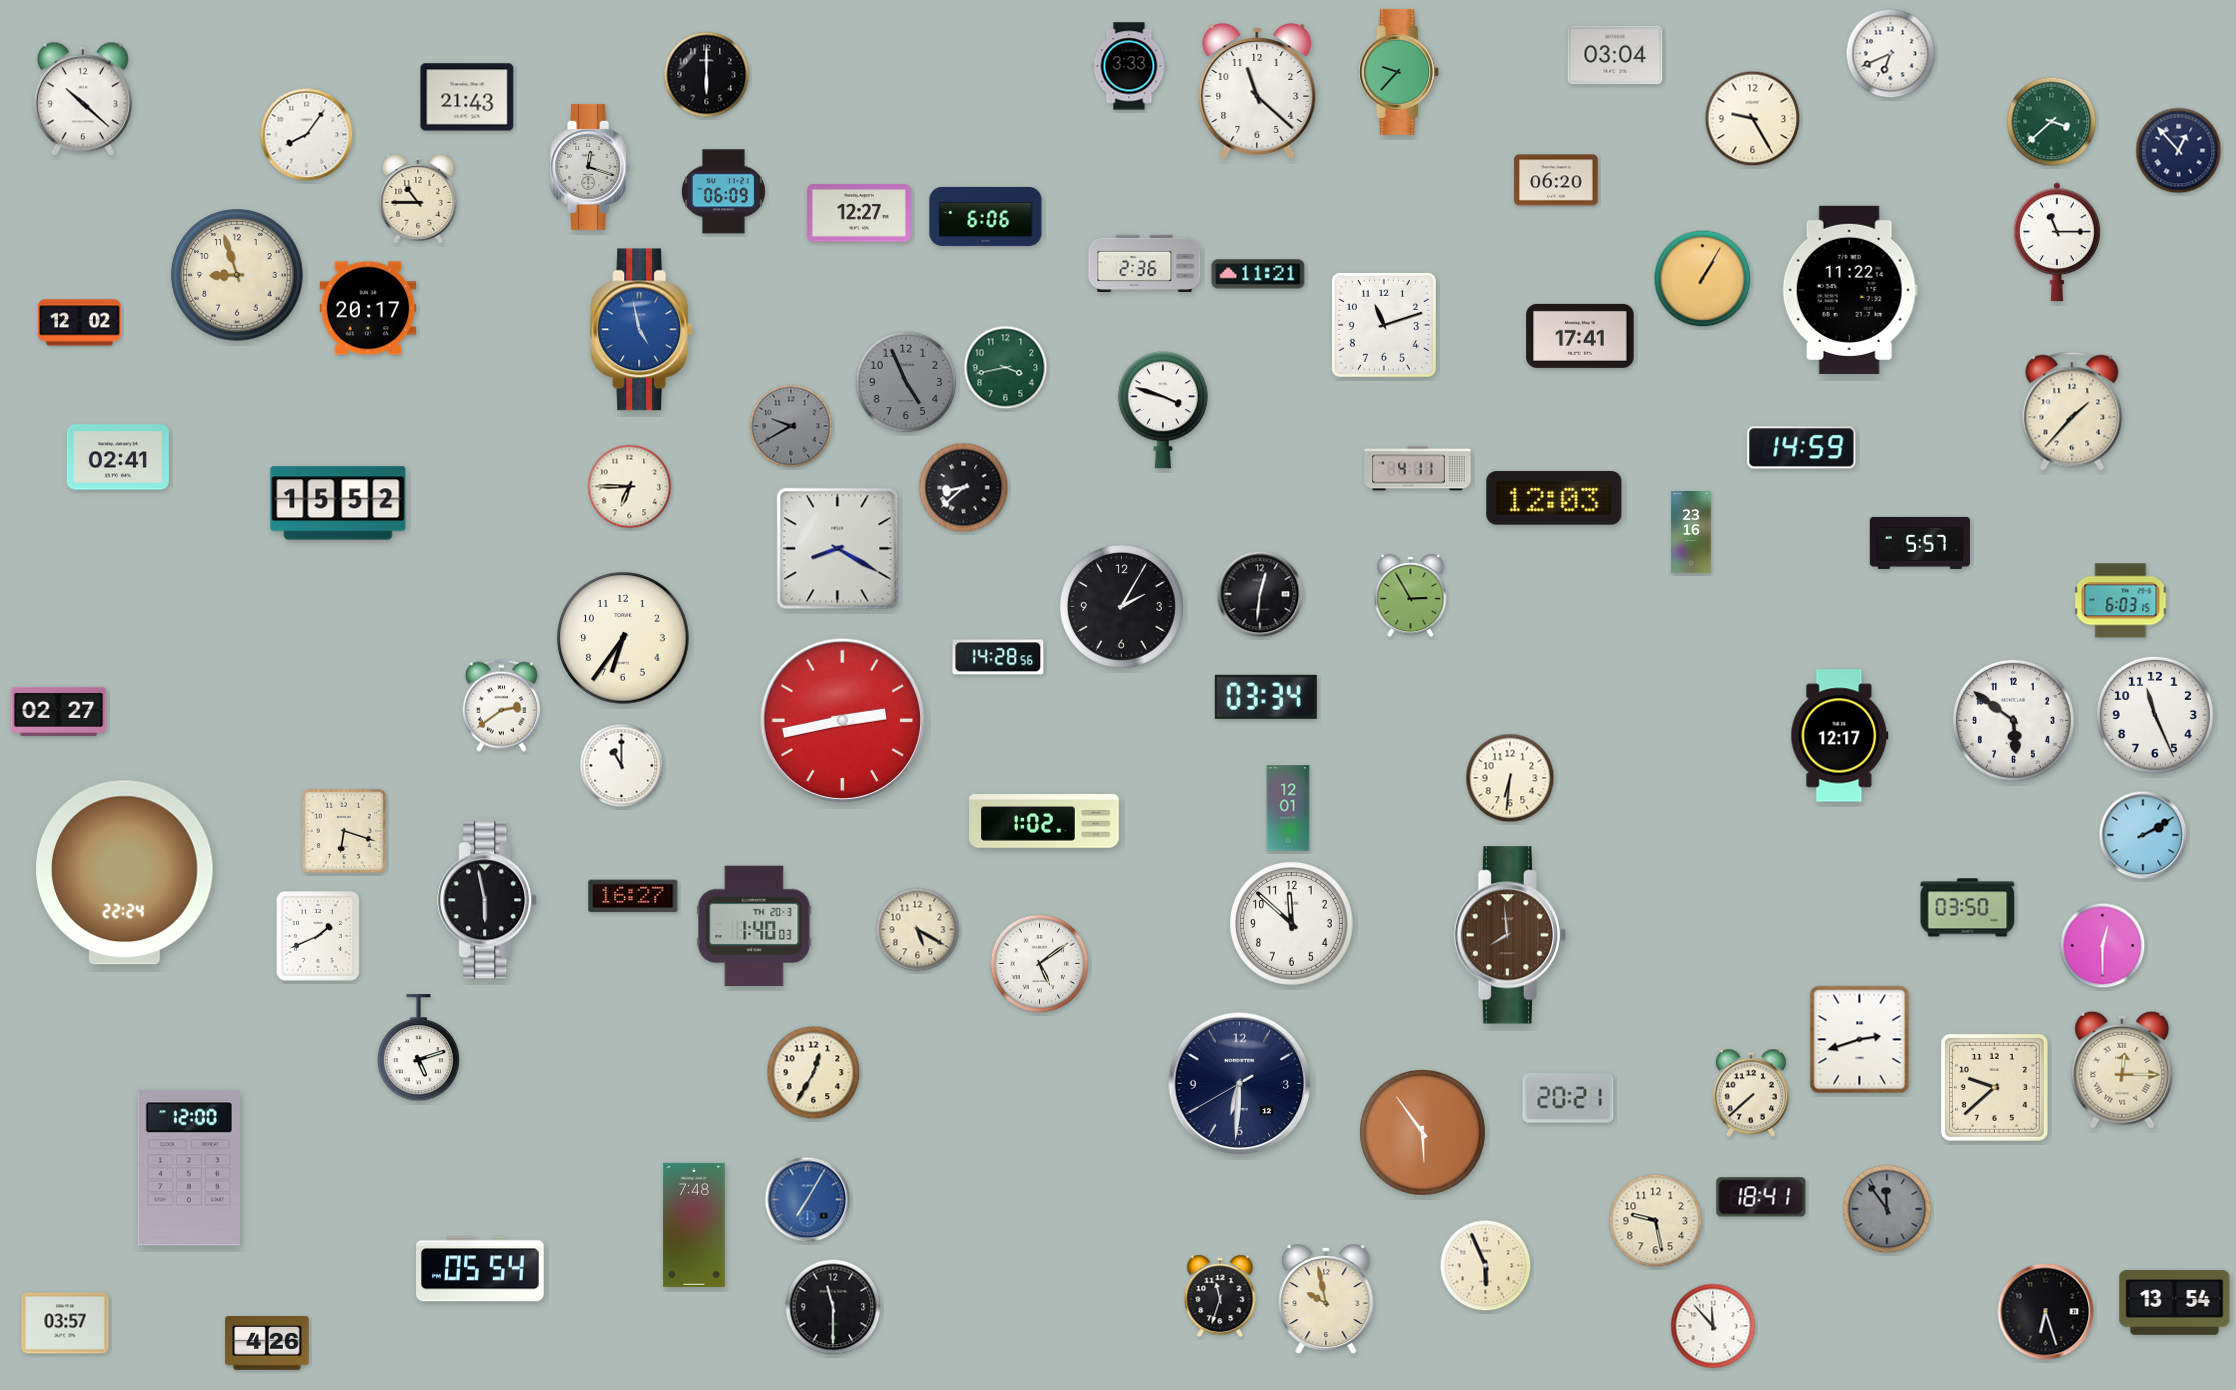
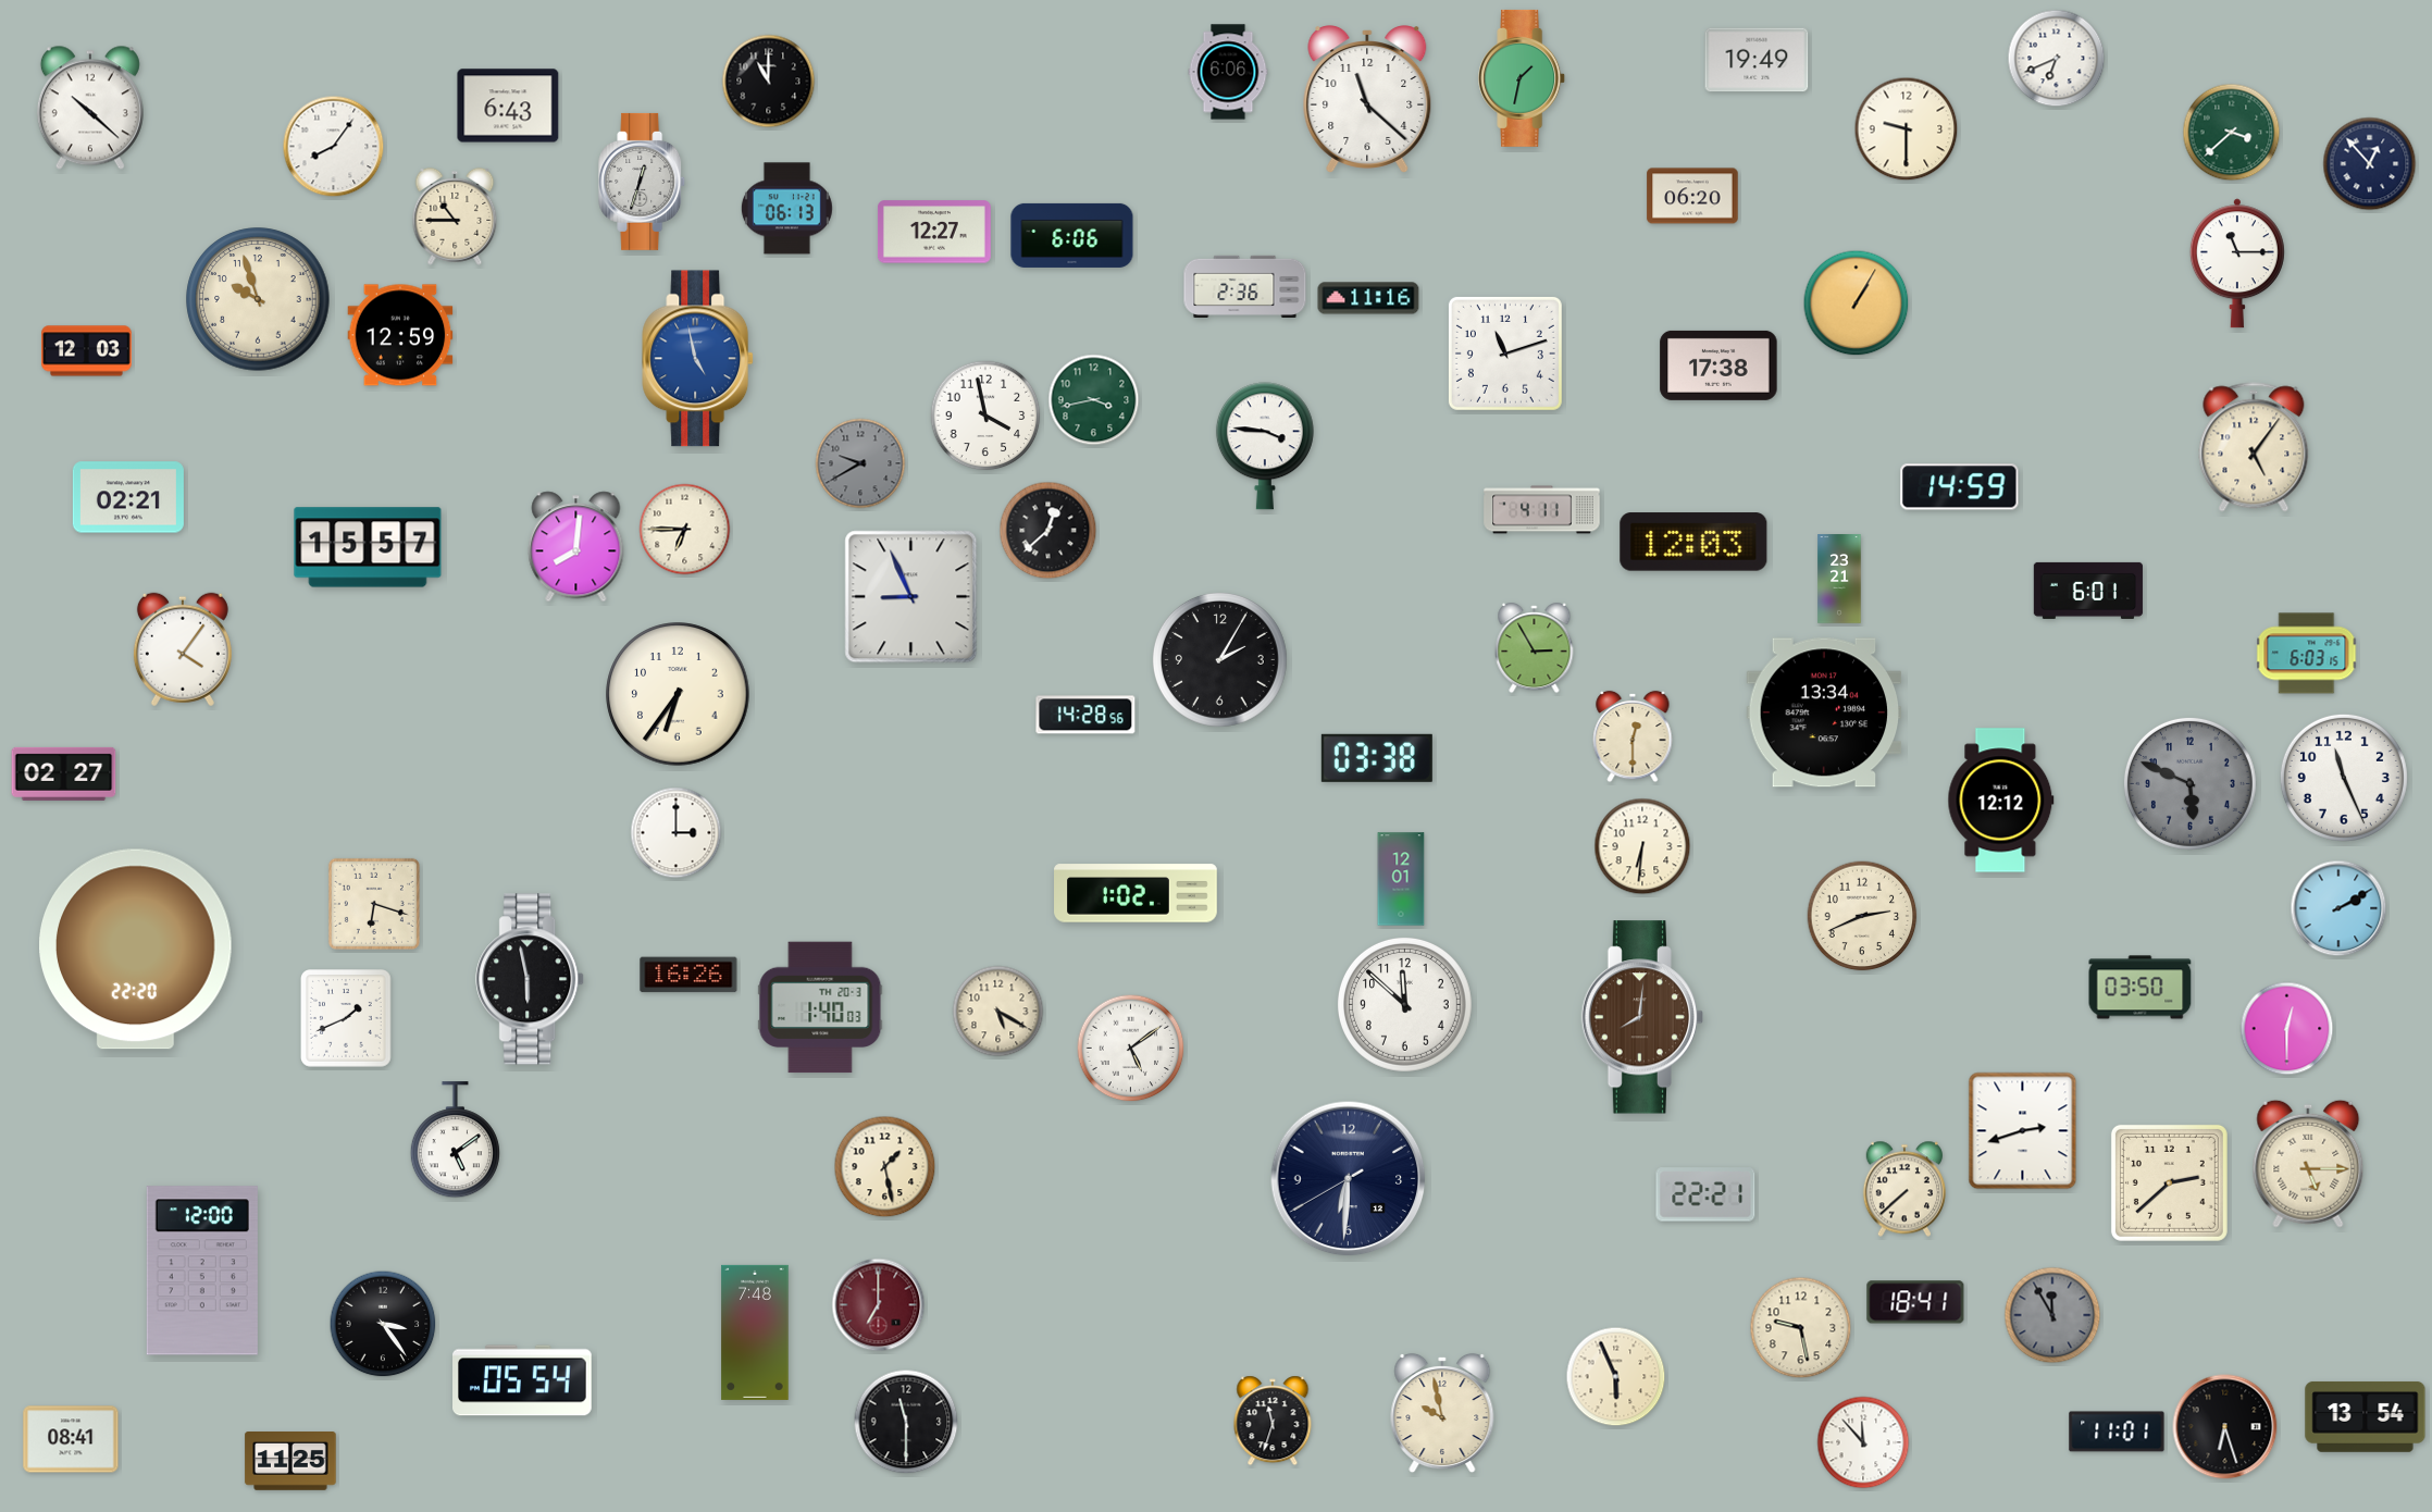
clock at (1615, 55): 03:04 -> 19:49
clock at (1129, 66): 3:33 -> 6:06
clock at (1400, 72): 9:37 -> 1:32
clock at (707, 75): 6:00 -> 11:00
clock at (467, 97): 21:43 -> 6:43
clock at (1753, 119): 9:25 -> 9:30
clock at (591, 167): 12:18 -> 12:33
clock at (723, 192): 06:09 -> 06:13
clock at (1258, 274): 11:21 -> 11:16
clock at (237, 275): 8:57 -> 9:57
clock at (1703, 279) position: (1703, 279) -> (1857, 303)
clock at (1850, 290): 11:22 -> none
clock at (368, 308): 20:17 -> 12:59
clock at (80, 323): 12:02 -> 12:03
clock at (1580, 336): 17:41 -> 17:38
clock at (906, 382): 4:56 -> 3:58
clock at (906, 382) dial: grey -> white
clock at (1163, 410): 3:48 -> 3:46
clock at (2072, 411): 1:37 -> 5:06
clock at (118, 457): 02:41 -> 02:21
clock at (964, 488): 8:38 -> 12:38
clock at (1554, 498) position: (1554, 498) -> (1693, 542)
clock at (338, 503): 15:52 -> 15:57
clock at (576, 547): none -> 8:01
clock at (1691, 532): 23:16 -> 23:21
clock at (1920, 543): 5:57 -> 6:01
clock at (838, 549): 8:20 -> 8:56
clock at (1260, 594): 12:31 -> none
clock at (183, 649): none -> 4:06
clock at (1824, 712): none -> 13:34
clock at (1633, 736): none -> 12:30
clock at (1266, 697): 03:34 -> 03:38
clock at (501, 705): 2:39 -> none
clock at (2013, 720): 5:51 -> 5:49
clock at (2013, 720) dial: white -> grey
clock at (843, 721): 2:43 -> none
clock at (1840, 736): 12:17 -> 12:12
clock at (622, 766): 11:00 -> 3:00
clock at (2143, 835) position: (2143, 835) -> (2338, 908)
clock at (1862, 916): none -> 2:41
clock at (125, 873): 22:24 -> 22:20
clock at (633, 896): 16:27 -> 16:26
clock at (1510, 935): 7:59 -> 8:01
clock at (418, 1048): 5:12 -> 5:09
clock at (2122, 1070): 12:15 -> 5:15
clock at (814, 1073): 12:35 -> 1:28
clock at (1994, 1087): 9:38 -> 2:38
clock at (1568, 1098): 20:21 -> 22:21
clock at (1423, 1133): 5:54 -> none
clock at (189, 1168) position: (189, 1168) -> (202, 1271)
clock at (808, 1200): 7:05 -> 7:00
clock at (808, 1200) dial: blue -> burgundy
clock at (1887, 1209): 11:54 -> 11:55
clock at (383, 1324): none -> 3:24
clock at (1220, 1296) position: (1220, 1296) -> (1273, 1421)
clock at (2117, 1432): none -> 11:01
clock at (65, 1323): 03:57 -> 08:41
clock at (267, 1344): 4:26 -> 11:25
